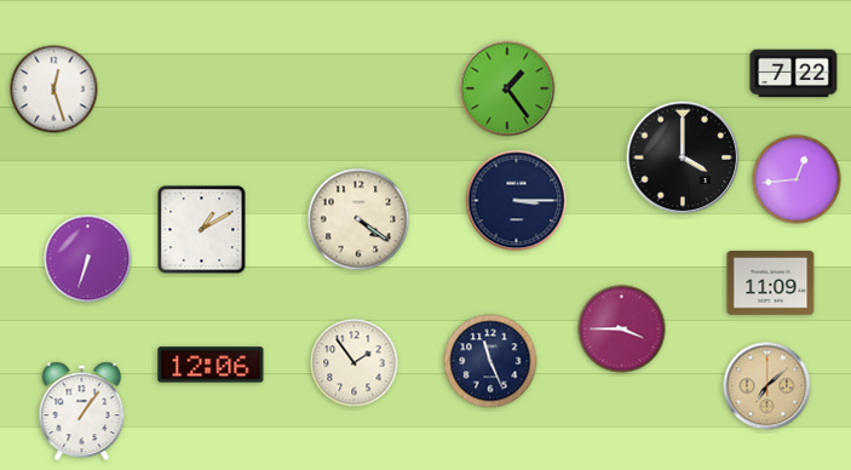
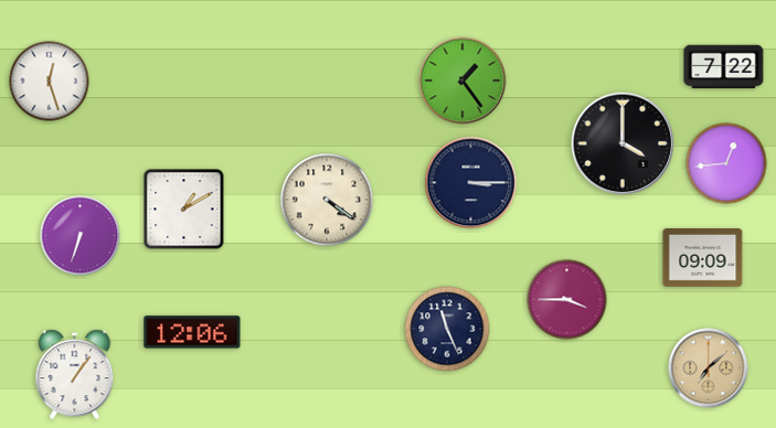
clock at (771, 283): 11:09 -> 09:09
clock at (355, 363): 1:54 -> none
clock at (767, 386) position: (767, 386) -> (709, 368)
